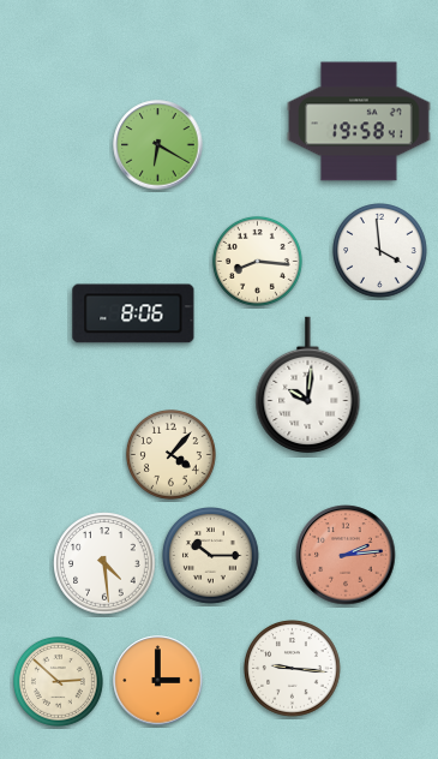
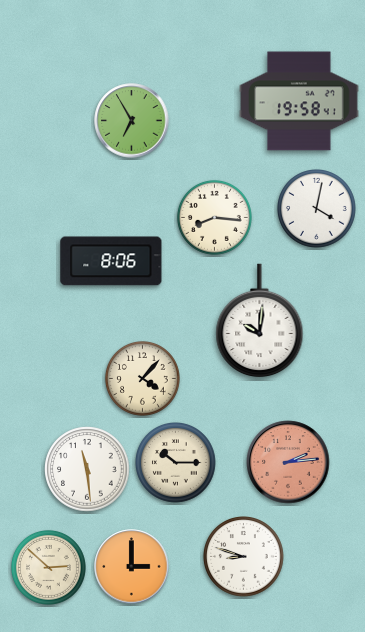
clock at (158, 145): 6:20 -> 6:55
clock at (380, 251): 3:59 -> 4:02
clock at (308, 386) position: (308, 386) -> (260, 321)
clock at (104, 563): 4:29 -> 11:29
clock at (293, 669): 9:16 -> 8:48
